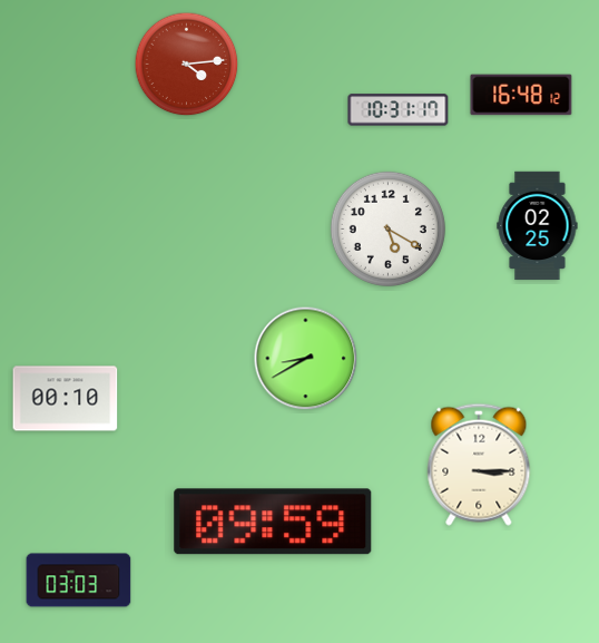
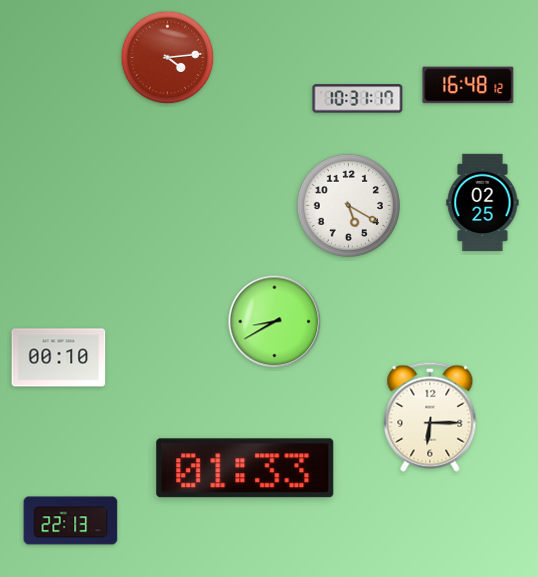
clock at (479, 465): 3:15 -> 6:15
clock at (273, 522): 09:59 -> 01:33
clock at (79, 581): 03:03 -> 22:13
